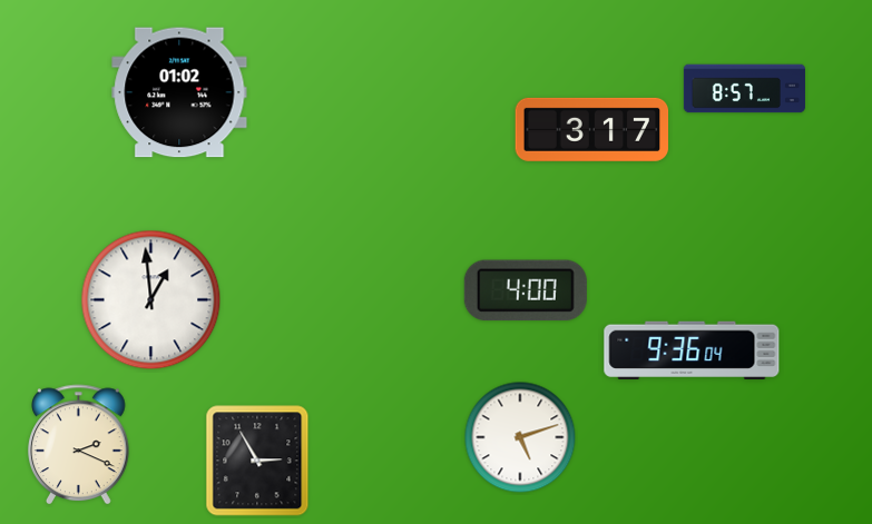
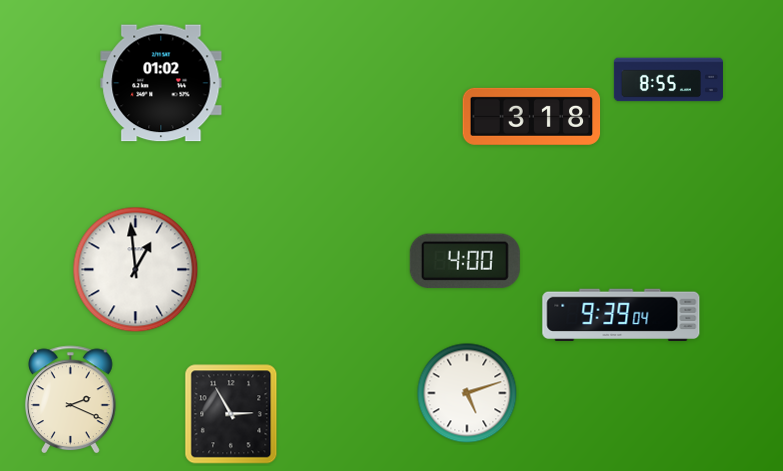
clock at (744, 89): 8:57 -> 8:55
clock at (592, 129): 3:17 -> 3:18
clock at (526, 290) position: (526, 290) -> (465, 261)
clock at (692, 349): 9:36 -> 9:39
